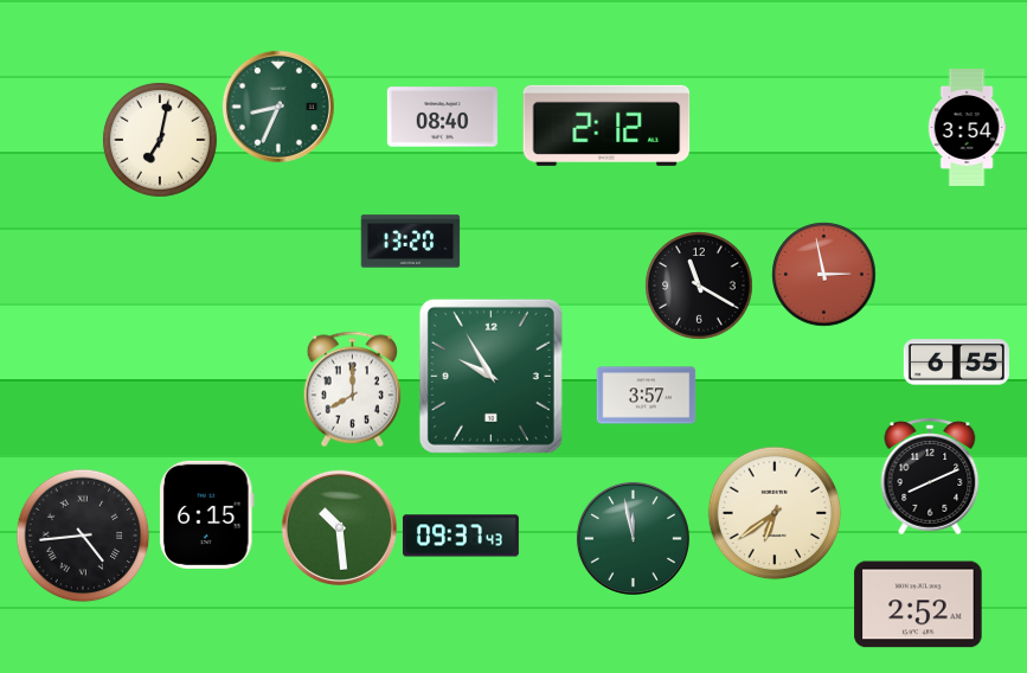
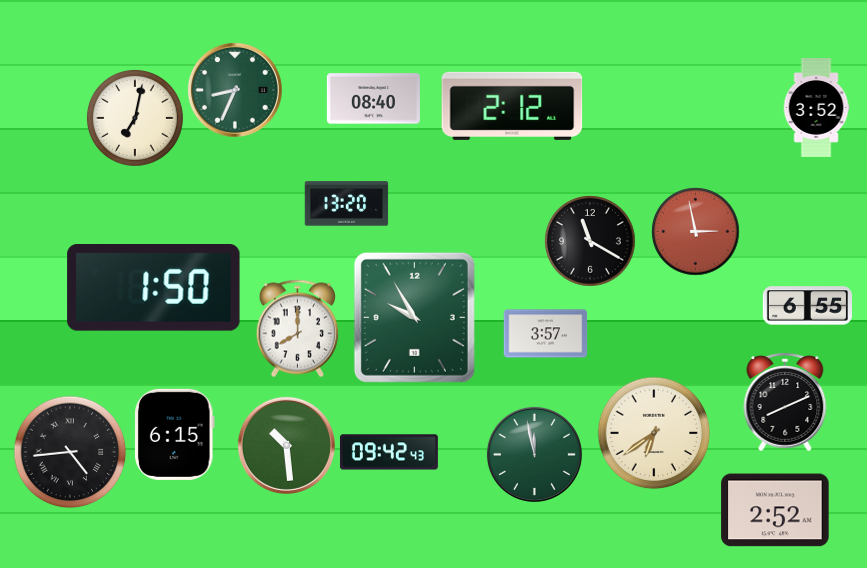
clock at (967, 128): 3:54 -> 3:52
clock at (154, 288): none -> 1:50
clock at (461, 536): 09:37 -> 09:42
